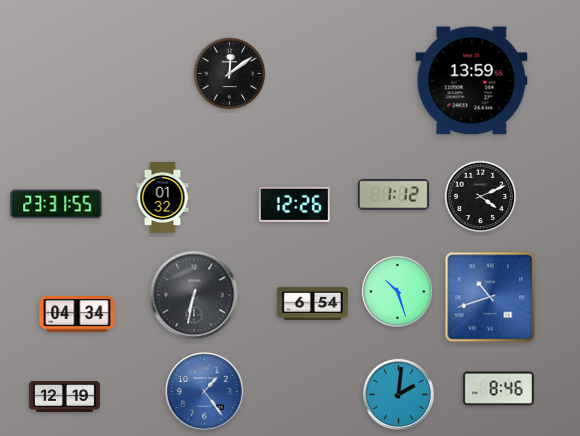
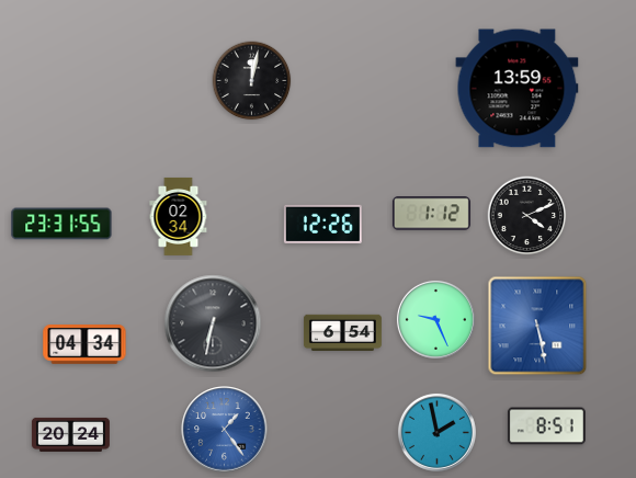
clock at (230, 74): 12:09 -> 12:02
clock at (163, 197): 01:32 -> 02:34
clock at (397, 291): 10:27 -> 9:26
clock at (490, 297): 10:42 -> 5:28
clock at (498, 389): 8:46 -> 8:51
clock at (398, 394): 2:01 -> 1:58
clock at (64, 396): 12:19 -> 20:24
